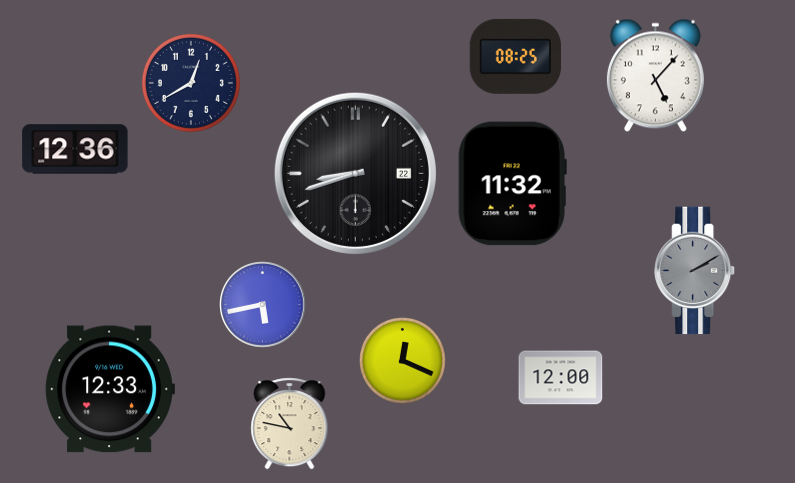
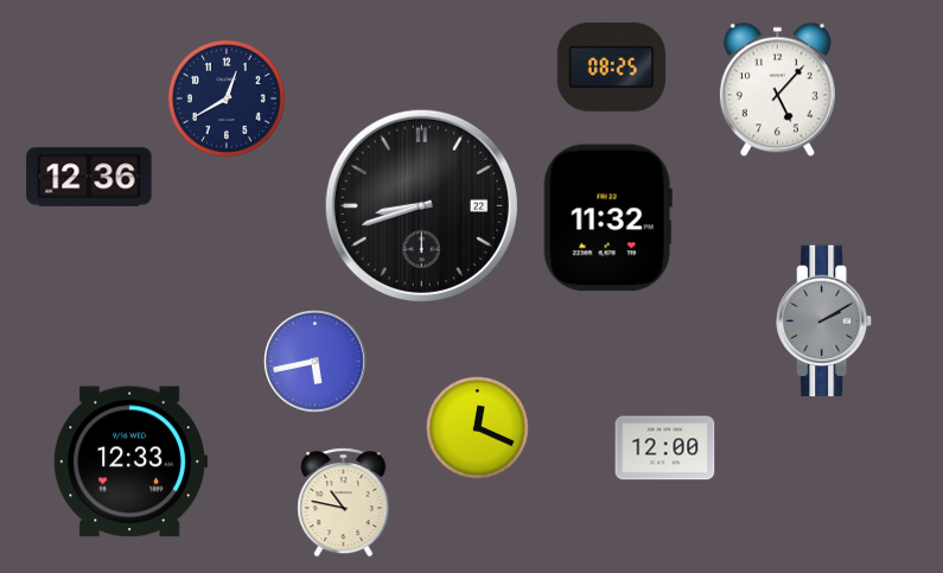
clock at (263, 305) position: (263, 305) -> (316, 362)
